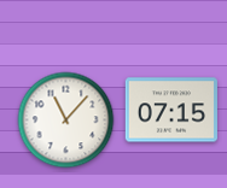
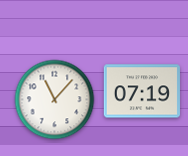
clock at (171, 110): 07:15 -> 07:19
